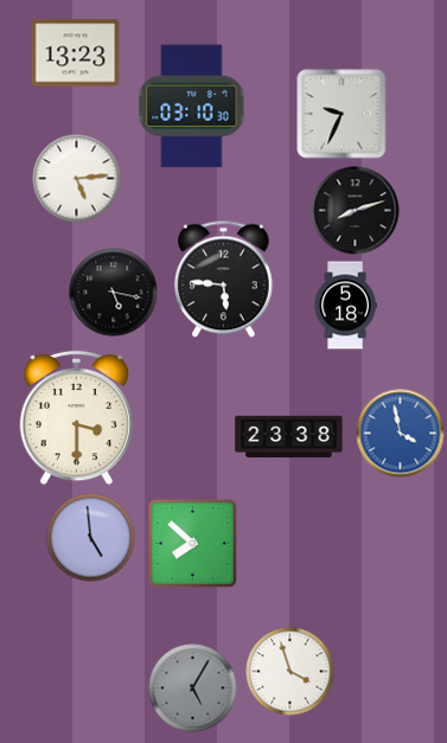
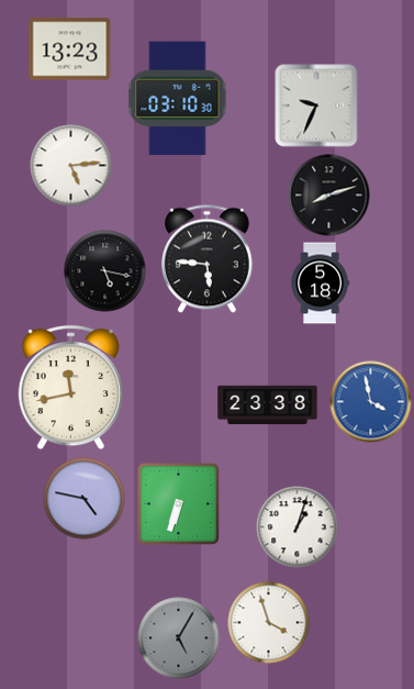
clock at (76, 418): 3:30 -> 11:43
clock at (91, 538): 4:59 -> 4:47
clock at (192, 543): 7:52 -> 6:33
clock at (298, 527): none -> 1:03
